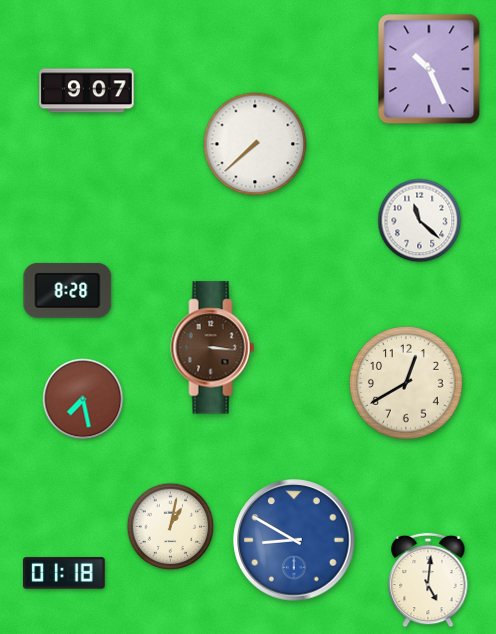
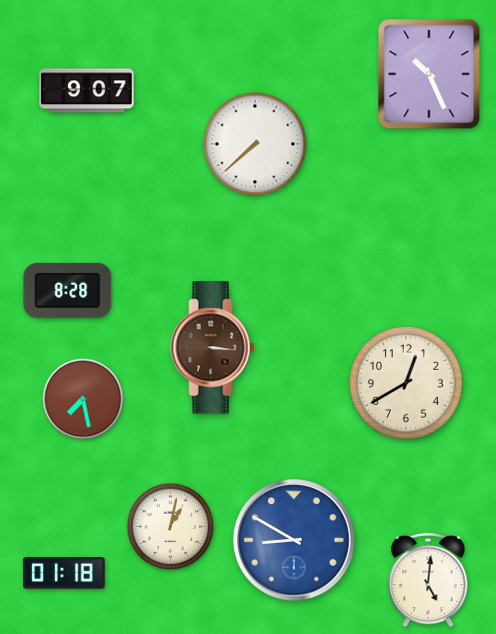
clock at (429, 69) position: (429, 69) -> (429, 74)
clock at (420, 221): 11:22 -> none
